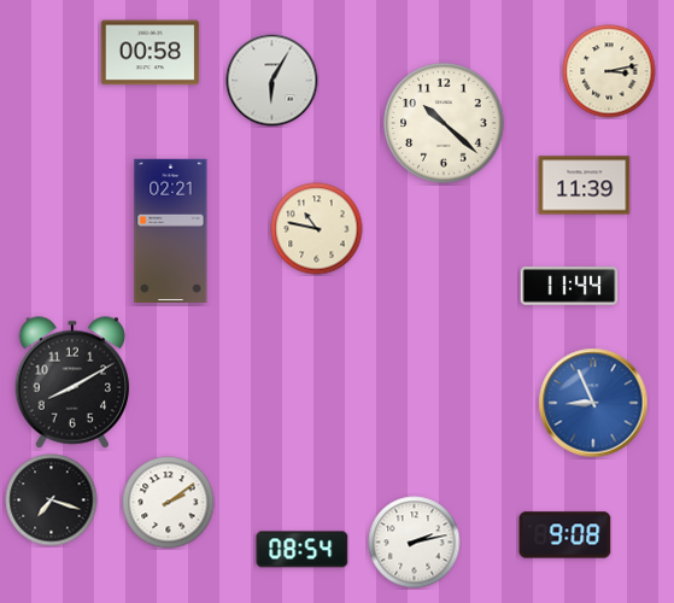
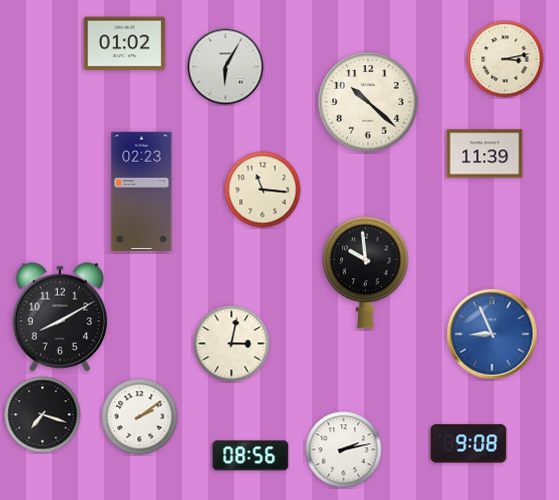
clock at (151, 53): 00:58 -> 01:02
clock at (317, 229): 10:47 -> 11:16
clock at (171, 230): 02:21 -> 02:23
clock at (569, 287): 11:44 -> none
clock at (366, 272): none -> 9:59
clock at (232, 344): none -> 3:02
clock at (303, 550): 08:54 -> 08:56
